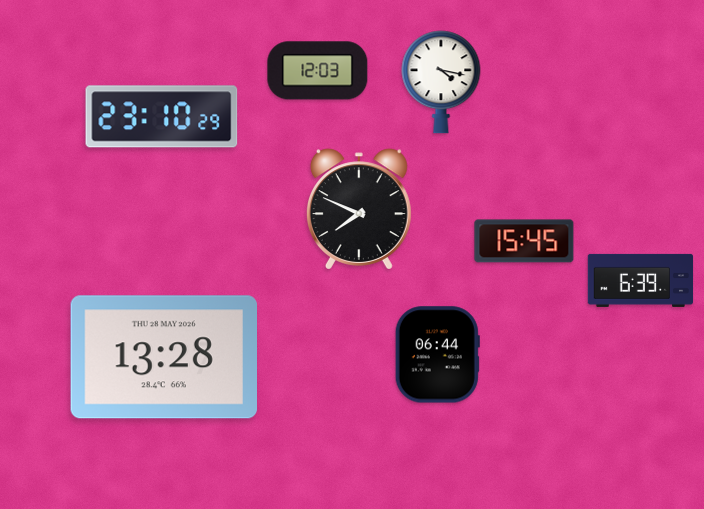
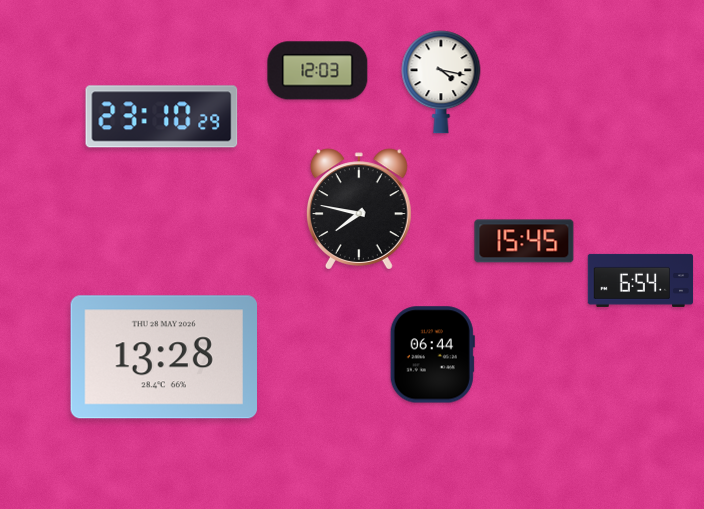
clock at (359, 209): 7:49 -> 7:47
clock at (641, 280): 6:39 -> 6:54
clock at (437, 355) position: (437, 355) -> (432, 355)
